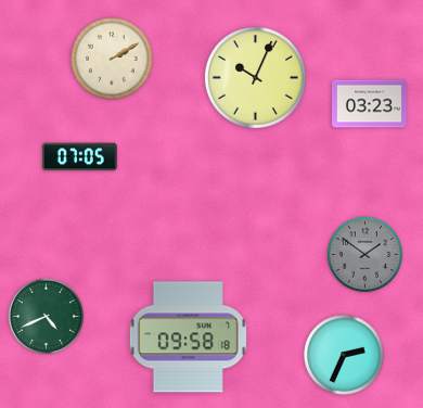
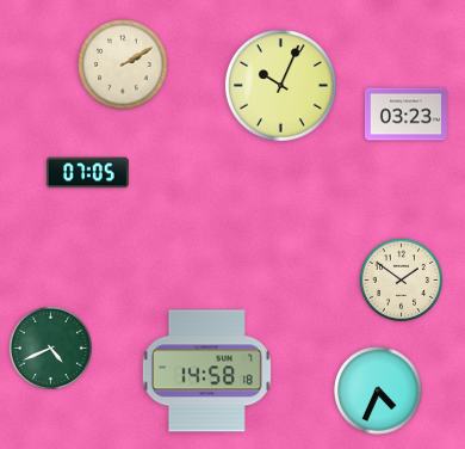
clock at (366, 255) dial: grey -> cream
clock at (188, 337): 09:58 -> 14:58
clock at (345, 356): 2:34 -> 4:34
